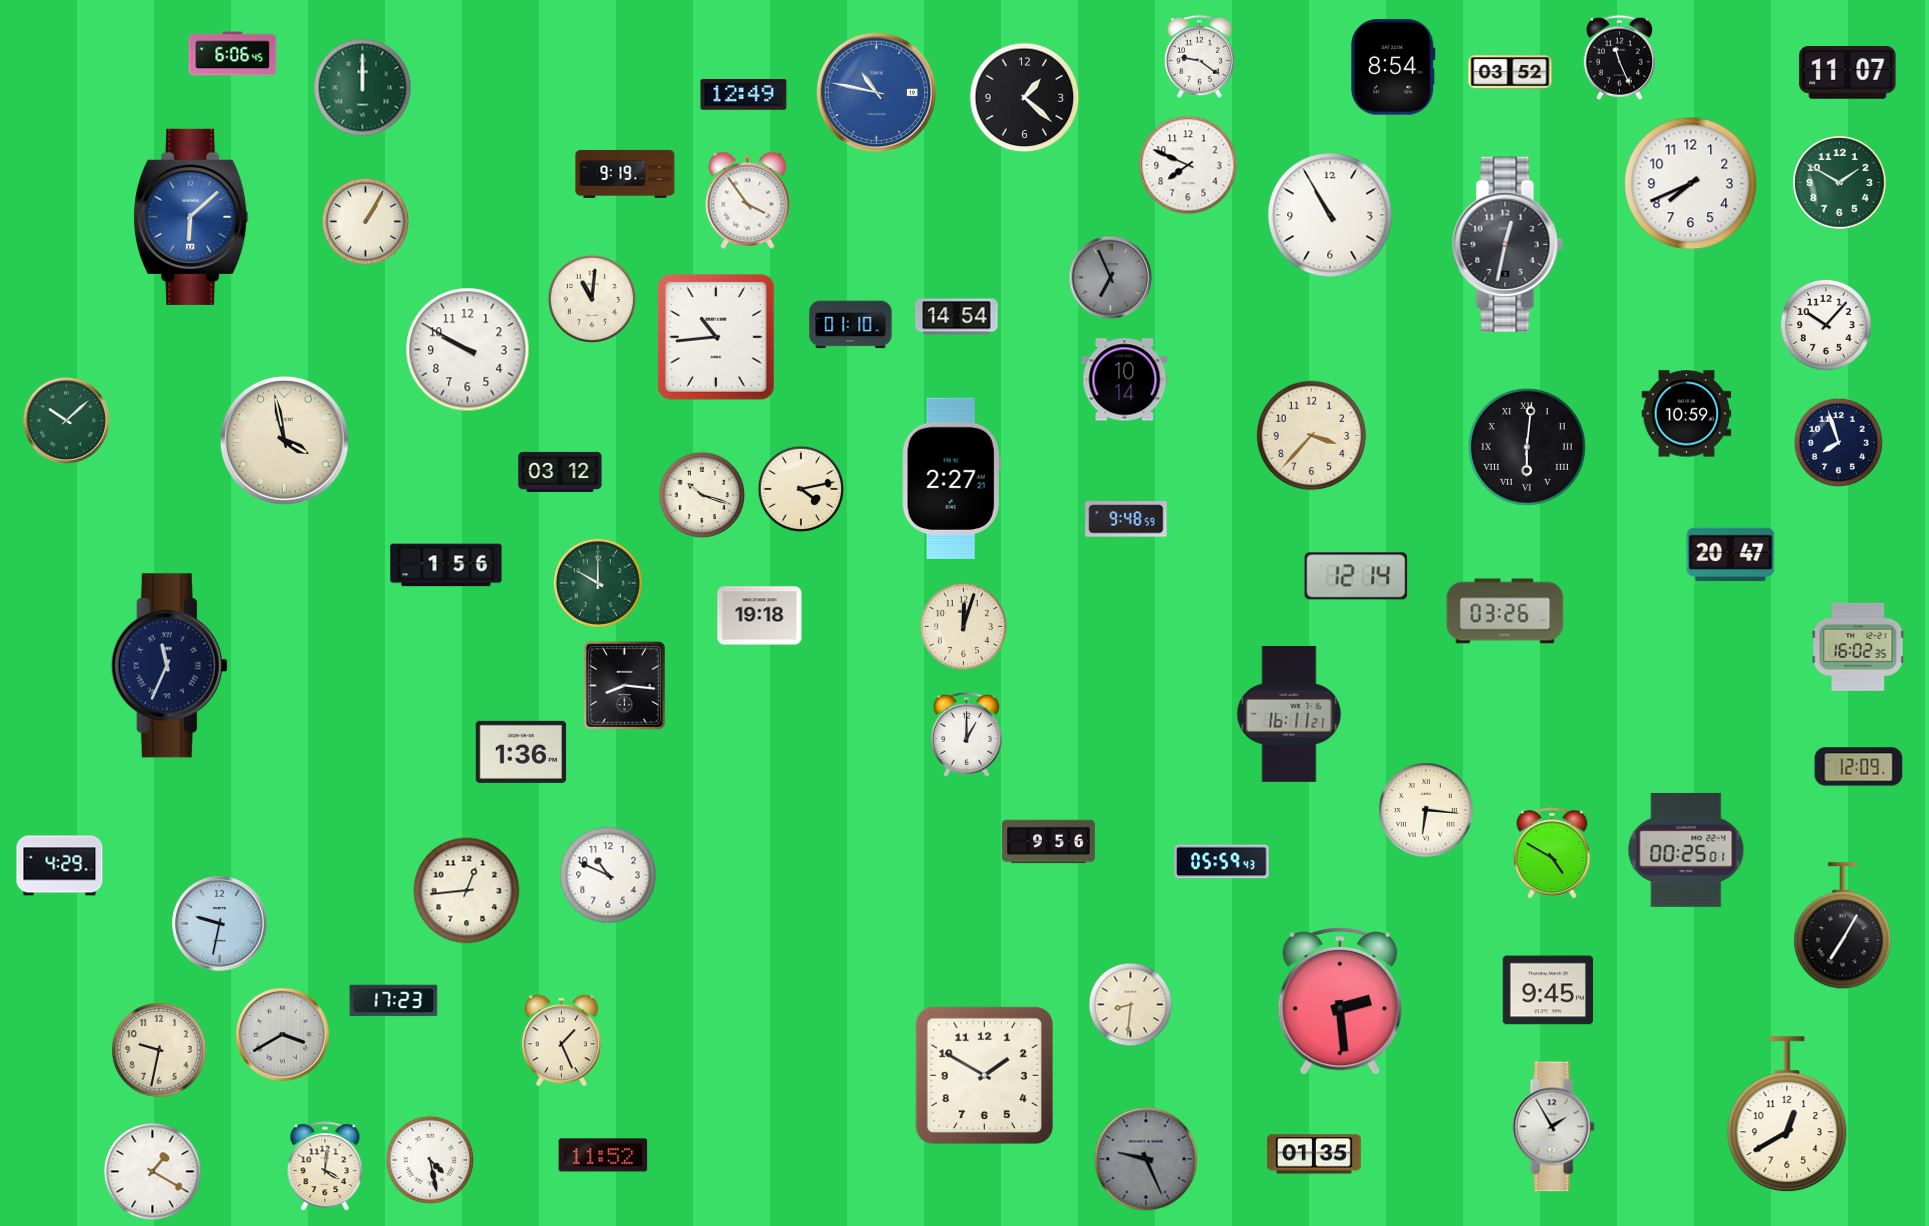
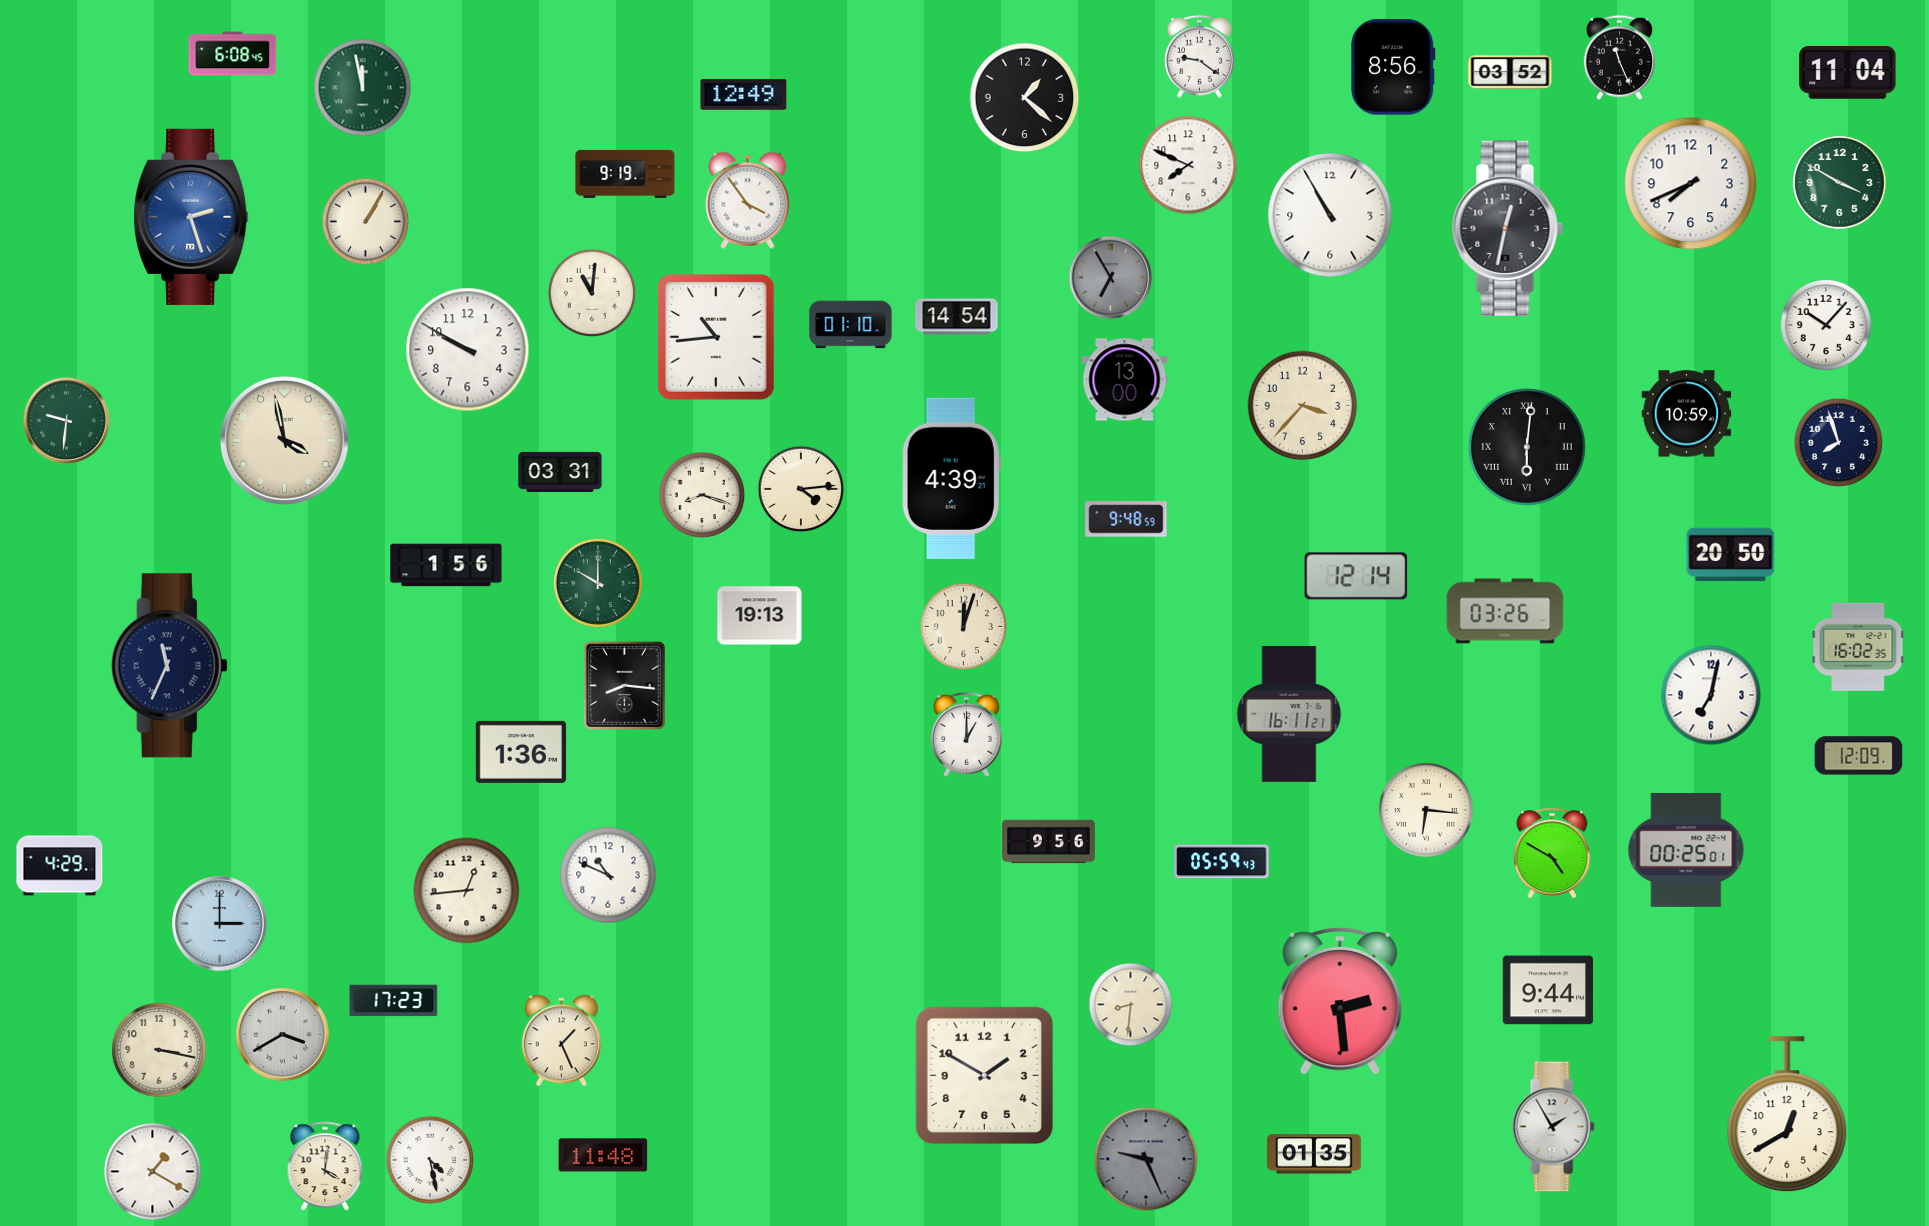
clock at (233, 54): 6:06 -> 6:08
clock at (1394, 67): 8:54 -> 8:56
clock at (1848, 73): 11:07 -> 11:04
clock at (363, 88): 12:00 -> 11:58
clock at (876, 92): 10:47 -> none
clock at (1840, 183): 1:50 -> 3:50
clock at (191, 217): 6:08 -> 2:27
clock at (1507, 244) position: (1507, 244) -> (1507, 228)
clock at (1111, 278): 6:56 -> 6:55
clock at (591, 298) position: (591, 298) -> (591, 292)
clock at (1125, 380): 10:14 -> 13:00
clock at (66, 420): 10:08 -> 9:31
clock at (1312, 436) position: (1312, 436) -> (1303, 406)
clock at (560, 472): 03:12 -> 03:31
clock at (951, 478): 2:27 -> 4:39
clock at (801, 489): 4:13 -> 4:14
clock at (702, 495): 10:18 -> 8:18
clock at (1731, 555): 20:47 -> 20:50
clock at (760, 616): 19:18 -> 19:13
clock at (1711, 695): none -> 7:02
clock at (1859, 767) position: (1859, 767) -> (1859, 756)
clock at (220, 924): 9:32 -> 3:00
clock at (1843, 926): 7:05 -> none
clock at (1548, 990): 9:45 -> 9:44
clock at (159, 1050): 9:32 -> 3:17
clock at (603, 1155): 11:52 -> 11:48
